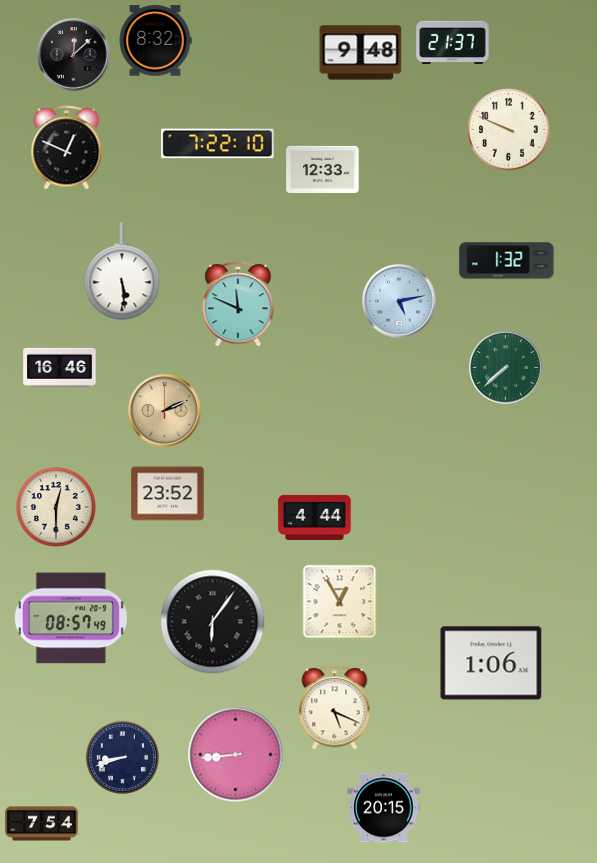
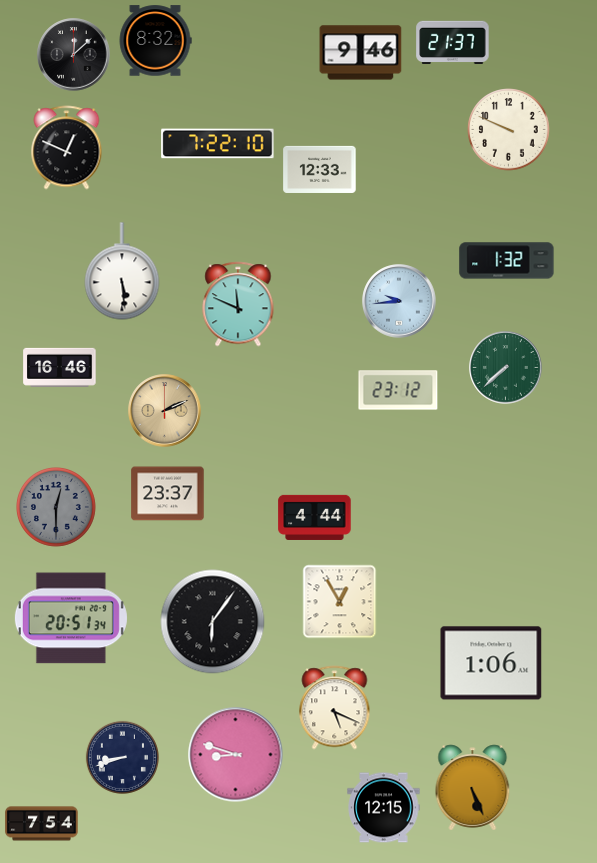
clock at (361, 53): 9:48 -> 9:46
clock at (323, 169) position: (323, 169) -> (320, 169)
clock at (399, 301): 5:13 -> 9:44
clock at (398, 390): none -> 23:12
clock at (168, 494): 23:52 -> 23:37
clock at (57, 508) dial: cream -> grey
clock at (71, 618): 08:57 -> 20:51
clock at (236, 755): 8:44 -> 8:48
clock at (473, 788): none -> 5:26
clock at (384, 808): 20:15 -> 12:15
